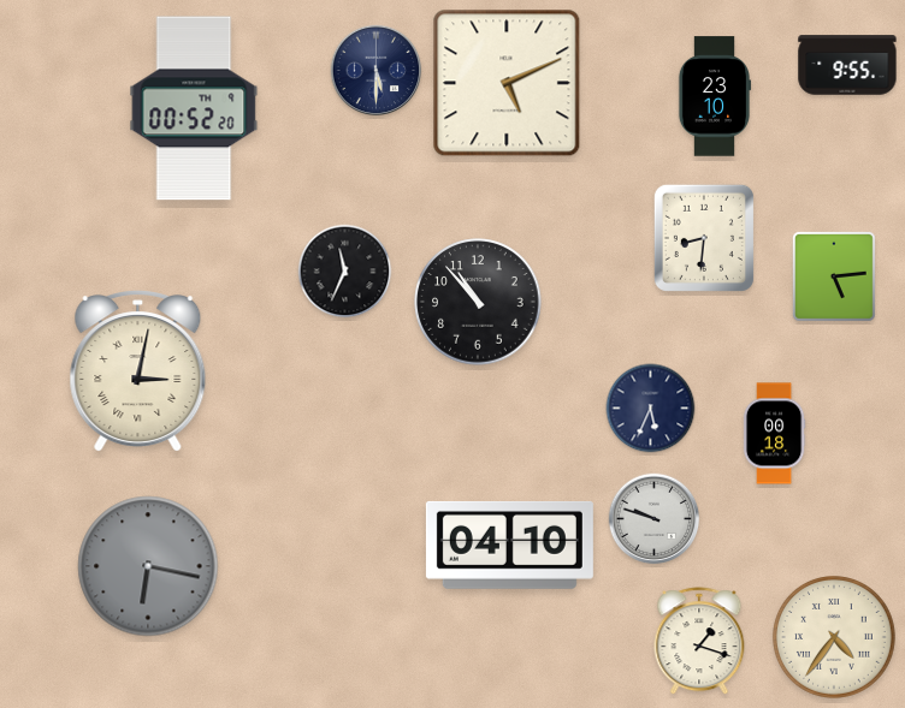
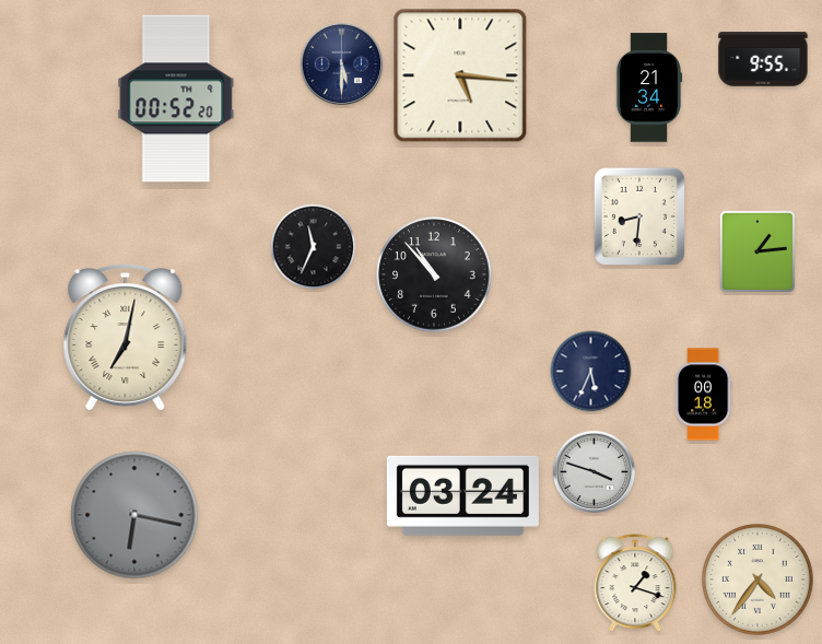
clock at (847, 65) position: (847, 65) -> (763, 59)
clock at (507, 83): 5:11 -> 5:16
clock at (715, 96): 23:10 -> 21:34
clock at (834, 276): 5:14 -> 1:14
clock at (138, 370): 3:02 -> 7:02
clock at (655, 519): 9:48 -> 3:48
clock at (509, 545): 04:10 -> 03:24
